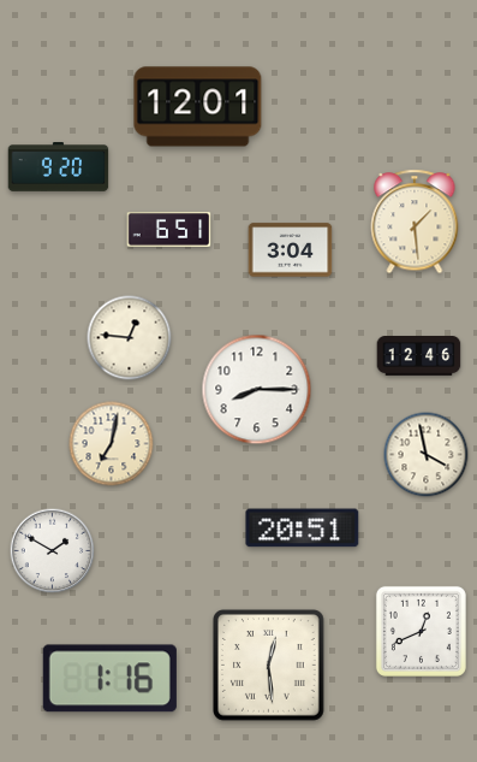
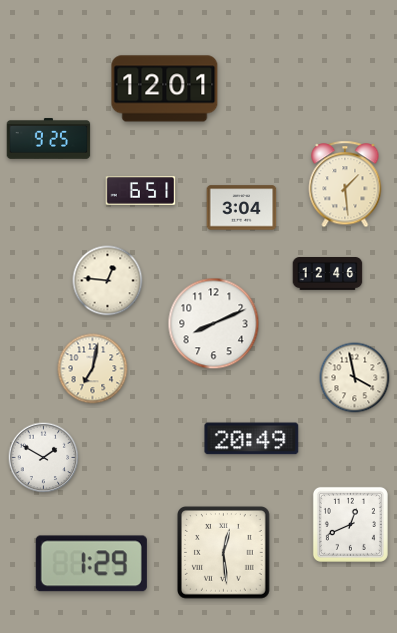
clock at (59, 167): 9:20 -> 9:25
clock at (419, 356) position: (419, 356) -> (328, 274)
clock at (257, 390): 8:15 -> 8:11
clock at (303, 528): 20:51 -> 20:49
clock at (109, 679): 1:16 -> 1:29
